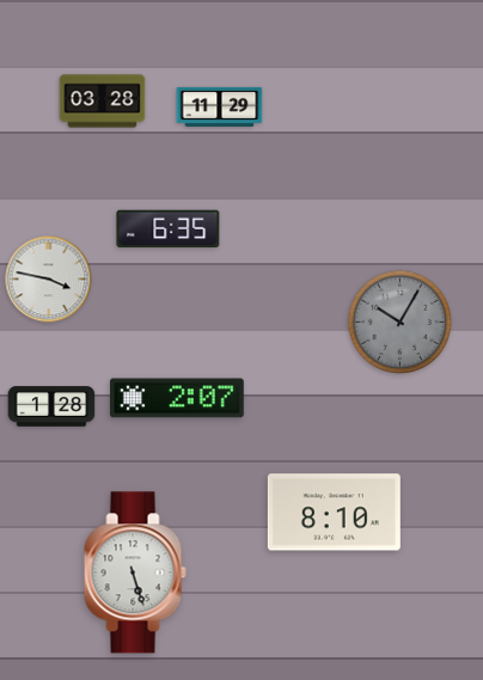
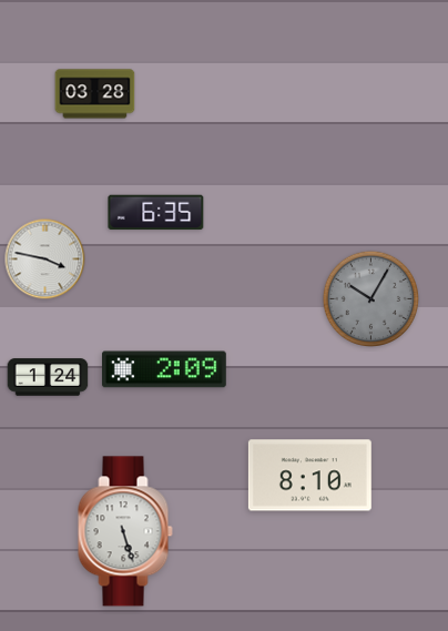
clock at (220, 106): 11:29 -> none
clock at (177, 398): 2:07 -> 2:09
clock at (51, 406): 1:28 -> 1:24
